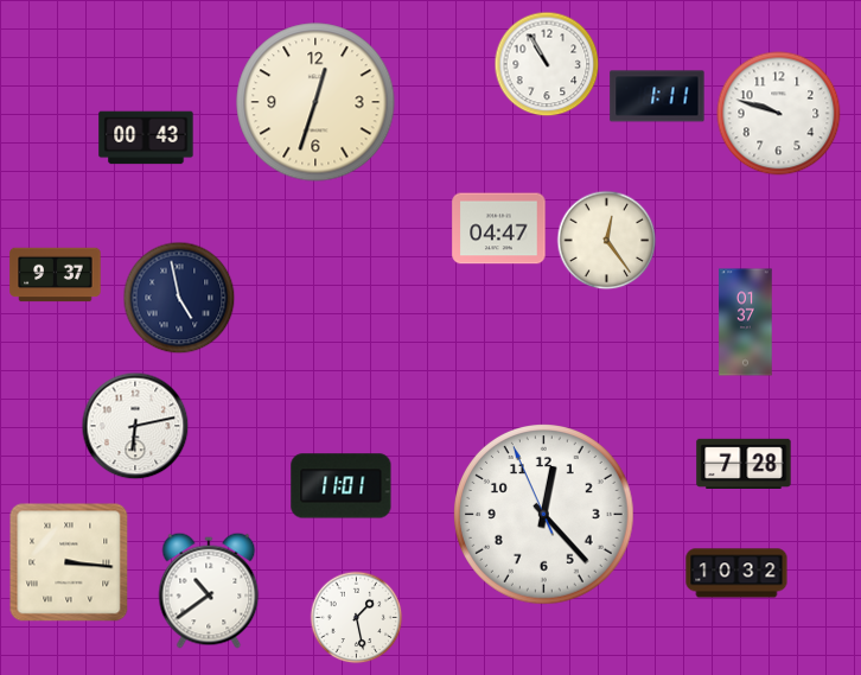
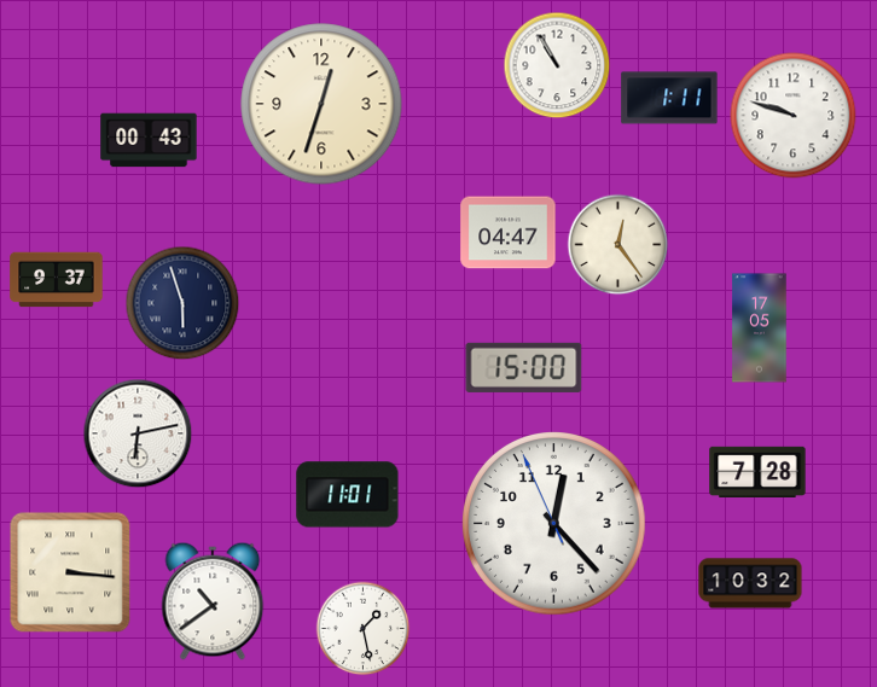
clock at (179, 298): 4:58 -> 5:57
clock at (746, 323): 01:37 -> 17:05
clock at (524, 367): none -> 15:00
